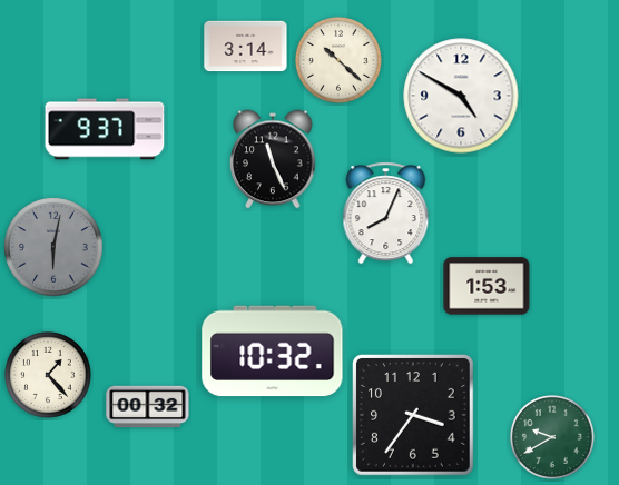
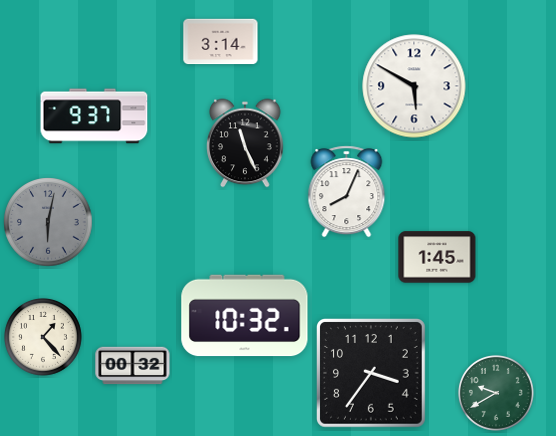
clock at (340, 60): 10:22 -> none
clock at (461, 96): 4:50 -> 5:50
clock at (487, 286): 1:53 -> 1:45
